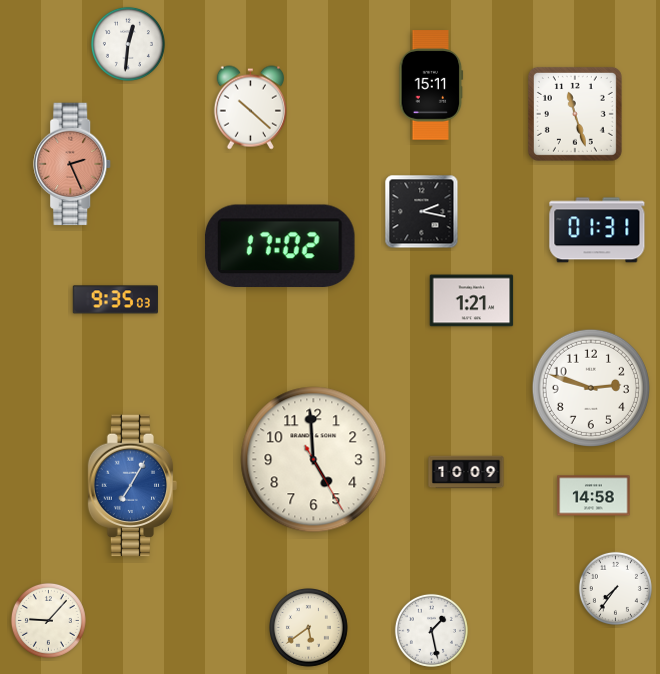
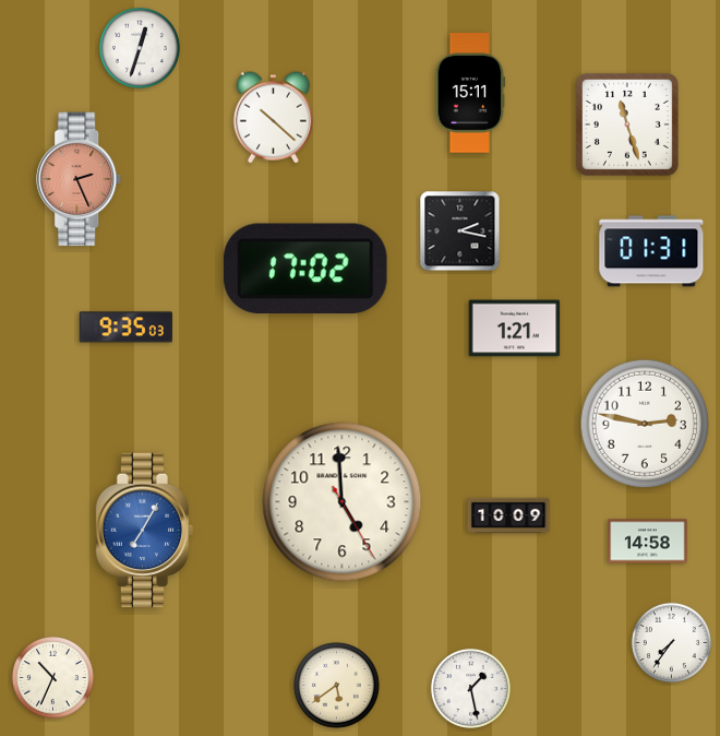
clock at (128, 44): 12:31 -> 12:33
clock at (591, 388): 2:48 -> 2:47
clock at (48, 620): 9:07 -> 10:34
